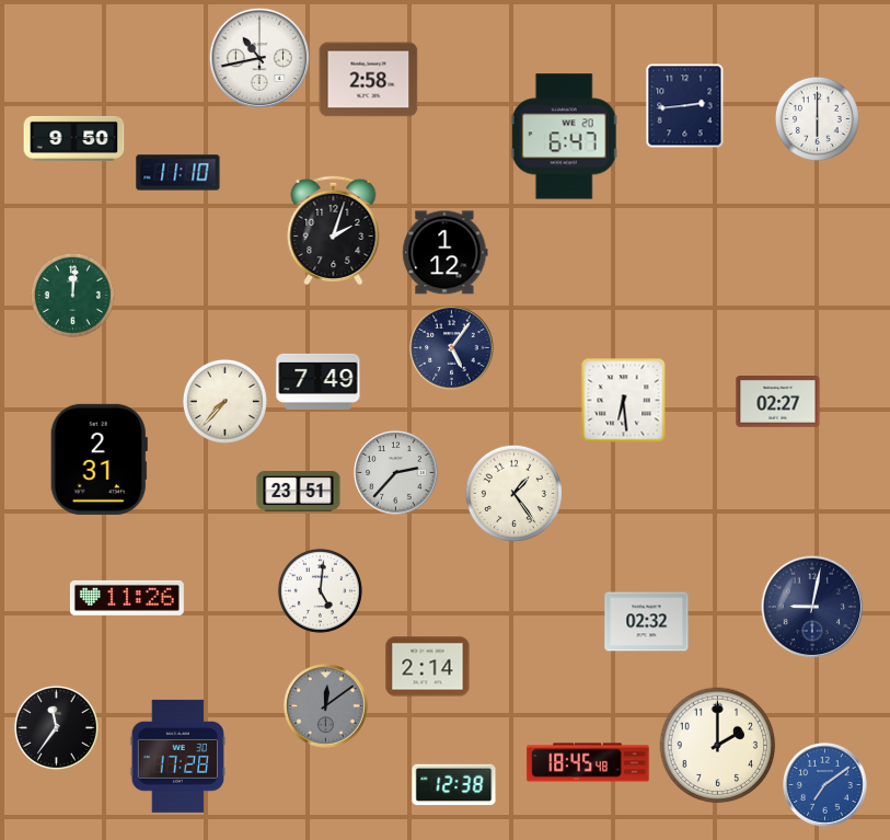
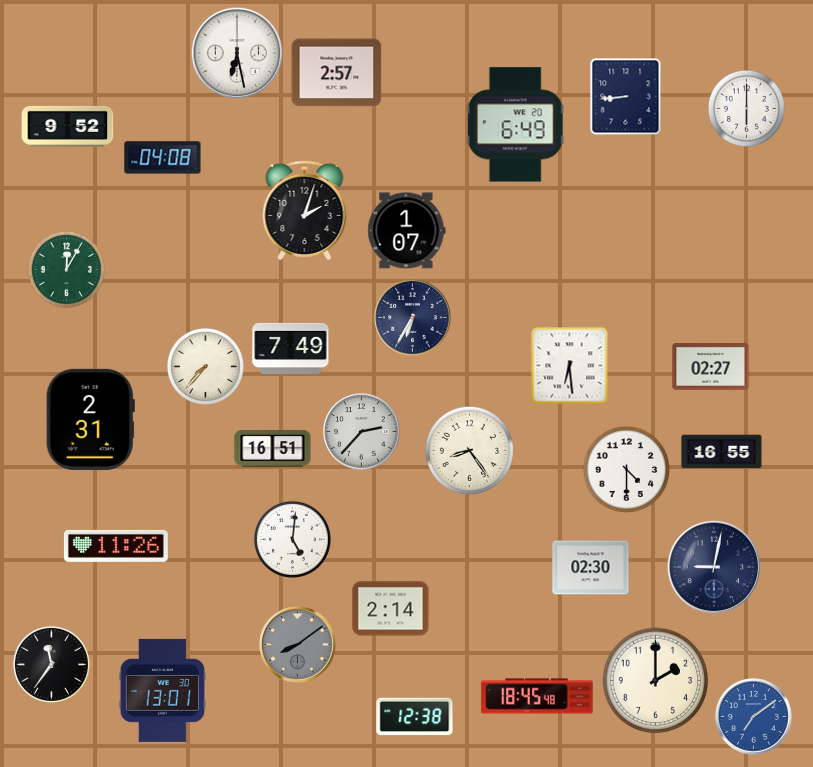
clock at (258, 57): 10:43 -> 6:28
clock at (369, 80): 2:58 -> 2:57
clock at (685, 105): 2:44 -> 8:44
clock at (564, 137): 6:47 -> 6:49
clock at (74, 138): 9:50 -> 9:52
clock at (178, 173): 11:10 -> 04:08
clock at (446, 253): 1:12 -> 1:07
clock at (72, 295): 12:01 -> 12:05
clock at (452, 348): 5:06 -> 6:35
clock at (299, 492): 23:51 -> 16:51
clock at (513, 493): 1:24 -> 8:24
clock at (722, 452): none -> 16:55
clock at (626, 469): none -> 4:30
clock at (812, 607) position: (812, 607) -> (714, 567)
clock at (647, 622): 02:32 -> 02:30
clock at (326, 706): 12:09 -> 8:09
clock at (177, 756): 17:28 -> 13:01
